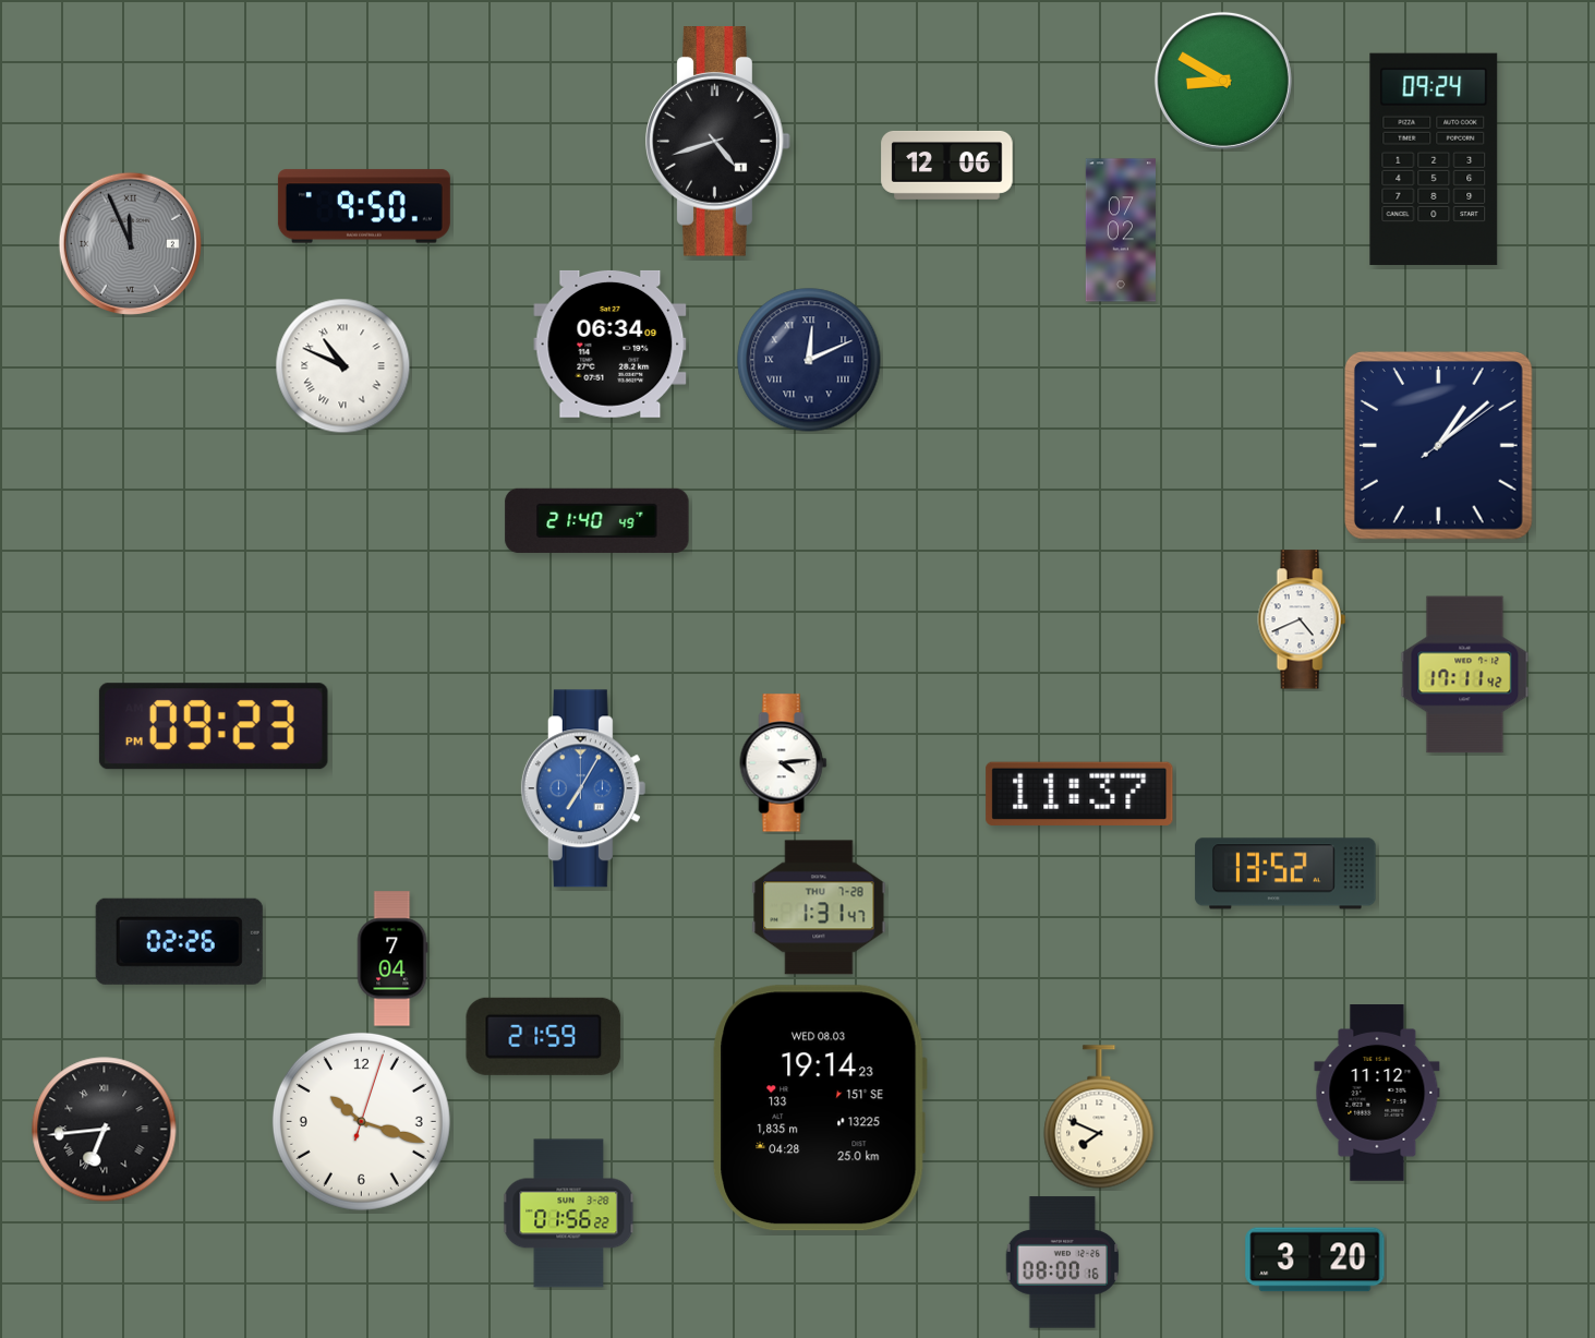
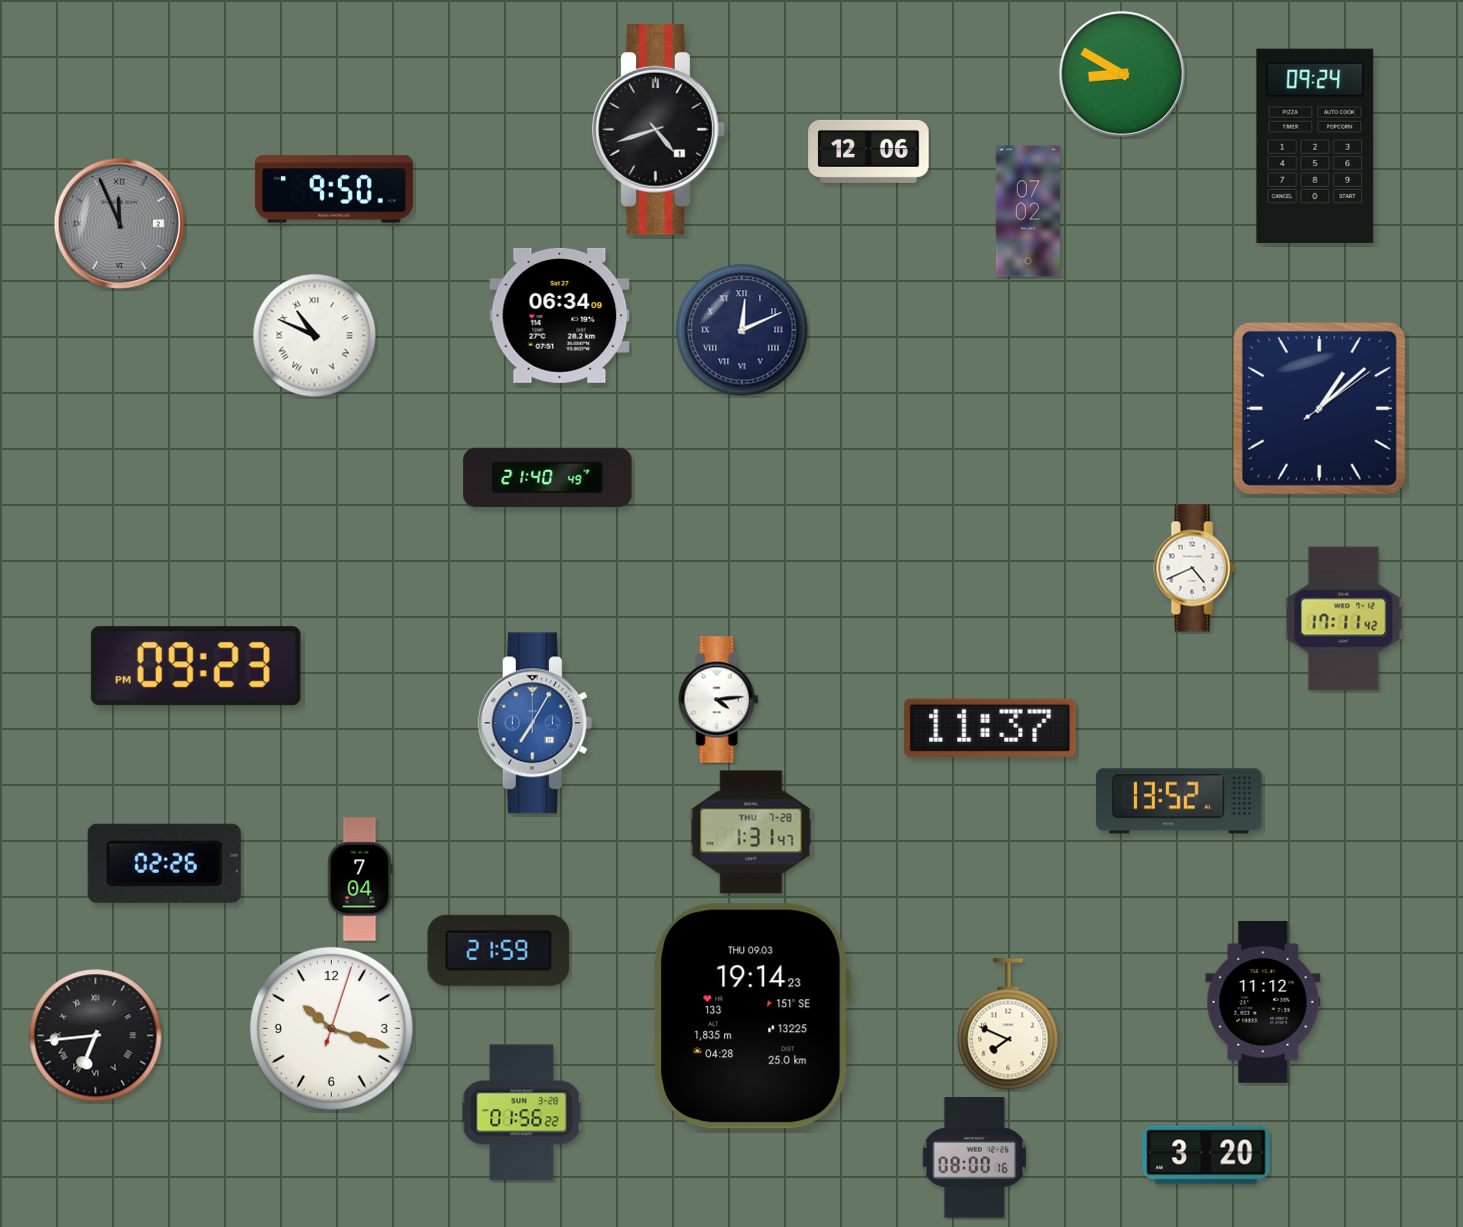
clock at (820, 1108) date: WED 08.03 -> THU 09.03
